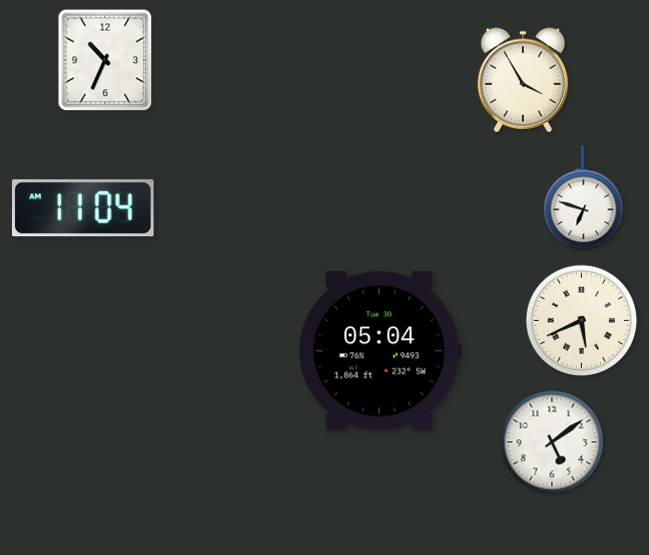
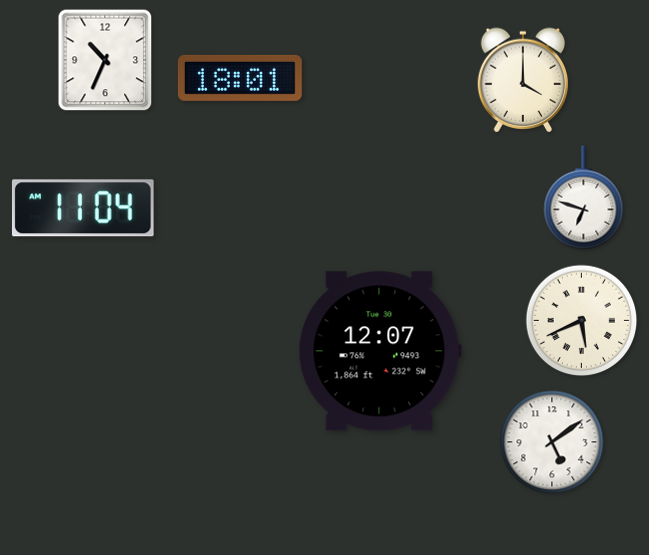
clock at (240, 78): none -> 18:01
clock at (523, 80): 3:55 -> 4:00
clock at (380, 351): 05:04 -> 12:07
